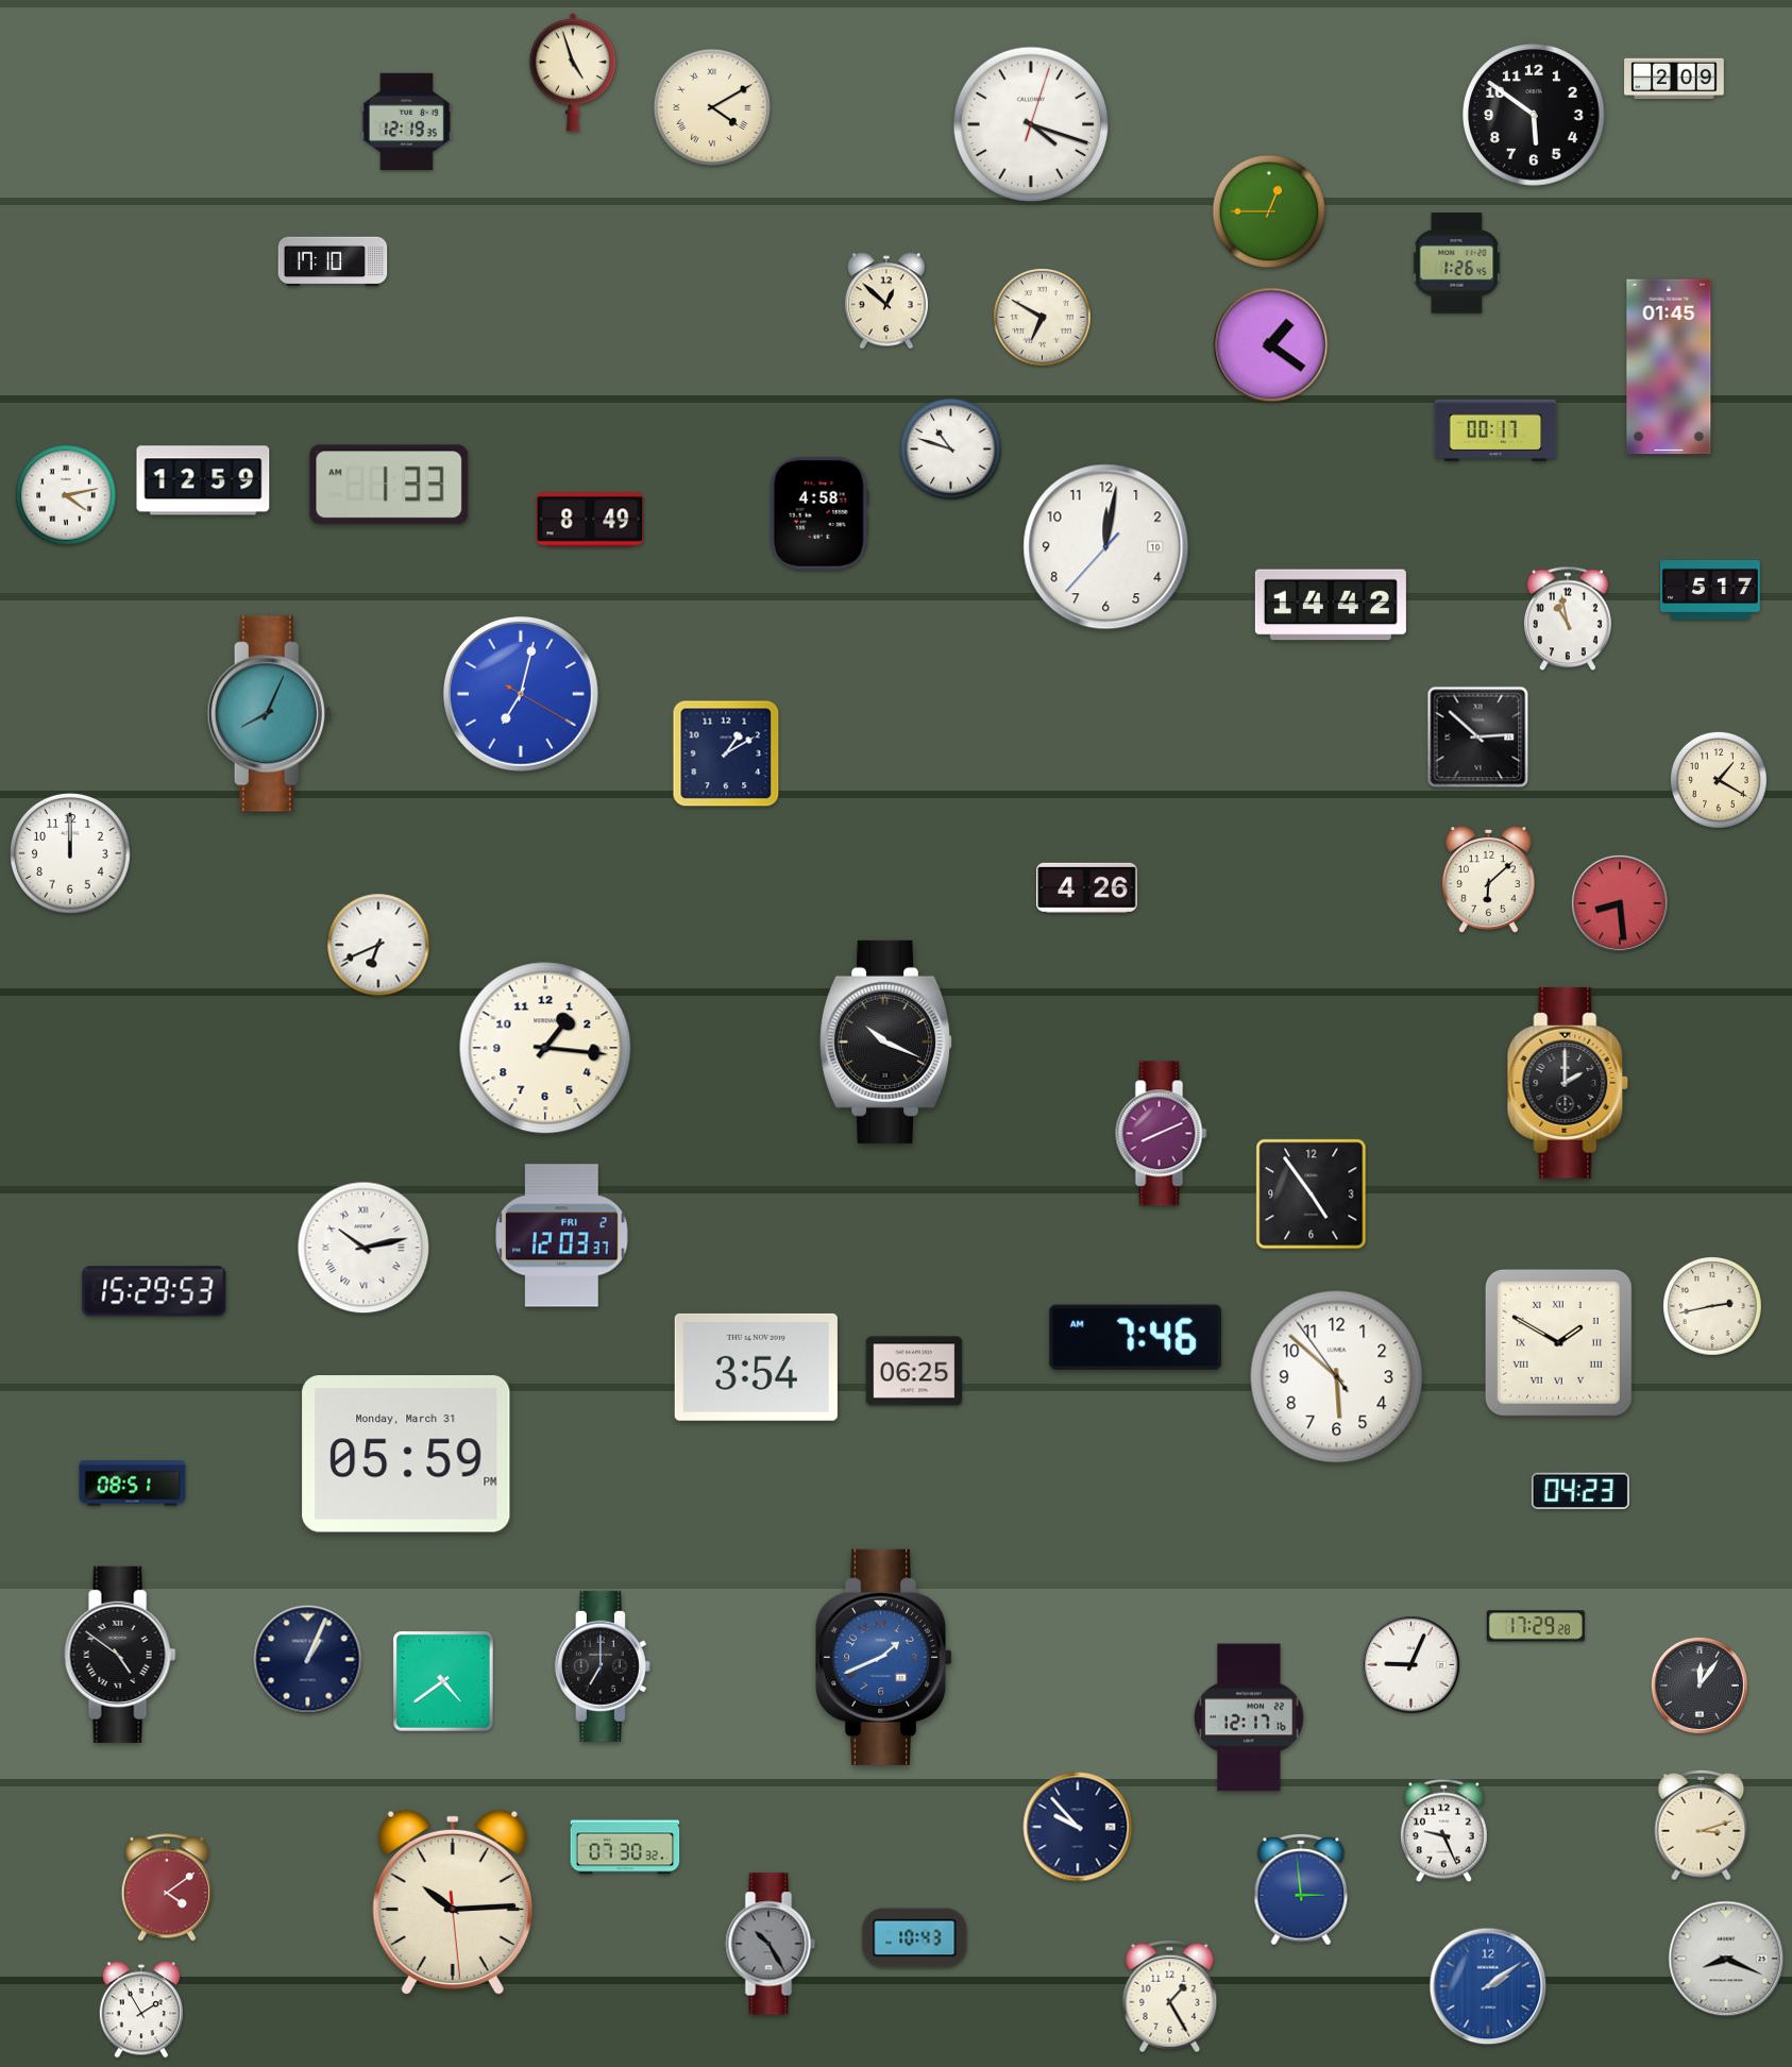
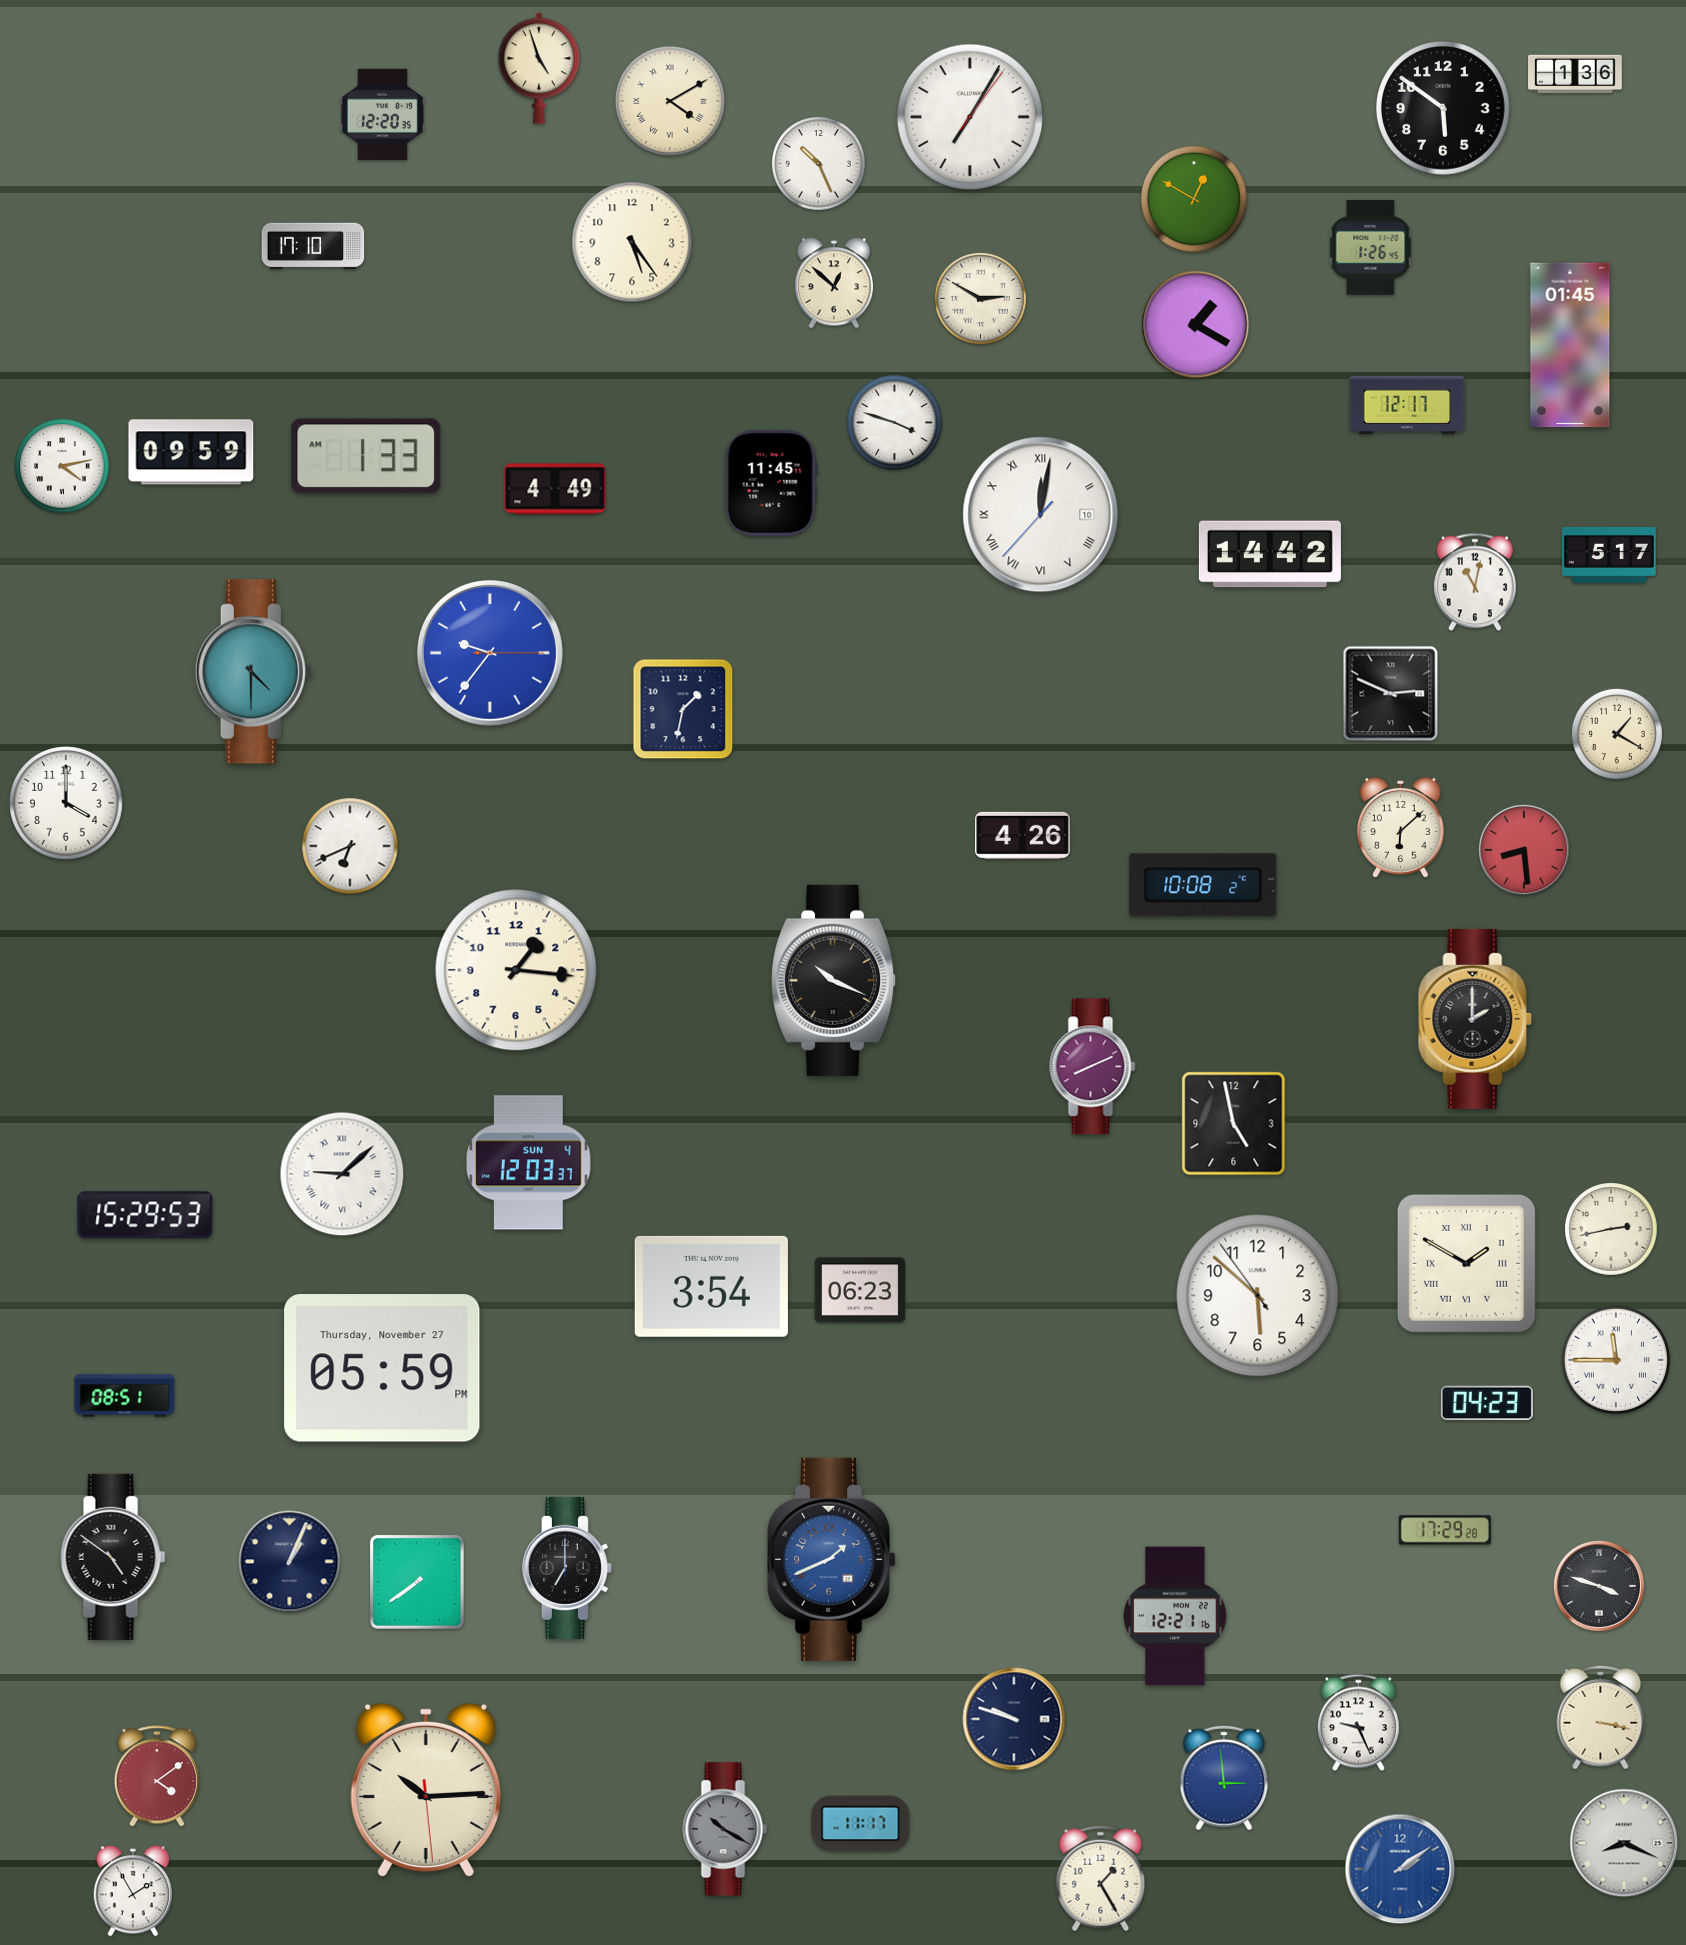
clock at (1674, 79): 2:09 -> 1:36
clock at (406, 121): 12:19 -> 12:20
clock at (1031, 124): 4:18 -> 7:05
clock at (819, 164): none -> 10:26
clock at (1269, 211): 12:45 -> 12:50
clock at (632, 242): none -> 5:24
clock at (1042, 317): 6:50 -> 2:50
clock at (1271, 345): 1:21 -> 1:20
clock at (1495, 430): 00:17 -> 12:17
clock at (951, 450): 10:48 -> 3:48
clock at (203, 480): 12:59 -> 09:59
clock at (819, 513): 4:58 -> 11:45
clock at (590, 520): 8:49 -> 4:49
clock at (1106, 547) numerals: Arabic -> Roman
clock at (1331, 605) position: (1331, 605) -> (1270, 554)
clock at (1568, 619): 10:58 -> 11:02
clock at (521, 694): 7:02 -> 9:36
clock at (269, 714): 8:04 -> 4:30
clock at (1478, 738): 2:52 -> 2:49
clock at (726, 753): 1:10 -> 1:32
clock at (71, 854): 12:00 -> 4:00
clock at (1203, 885): none -> 10:08
clock at (378, 945) position: (378, 945) -> (350, 846)
clock at (545, 1048) position: (545, 1048) -> (516, 970)
clock at (1312, 1195): 4:54 -> 4:58
clock at (562, 1236) date: FRI 2 -> SUN 4
clock at (364, 1248): 10:13 -> 9:08
clock at (1136, 1337): 7:46 -> none
clock at (914, 1371): 06:25 -> 06:23
clock at (1616, 1360): none -> 11:45
clock at (406, 1454) date: Monday, March 31 -> Thursday, November 27
clock at (1410, 1664): 9:04 -> none
clock at (443, 1681): 4:39 -> 7:39
clock at (1700, 1685): 12:06 -> 3:48
clock at (1249, 1717): 12:17 -> 12:21
clock at (1702, 1826): 3:12 -> 3:17
clock at (1078, 1827): 9:53 -> 9:48
clock at (625, 1847): 07:30 -> none
clock at (915, 1938): 10:43 -> 11:17
clock at (771, 1944): 10:25 -> 10:20
